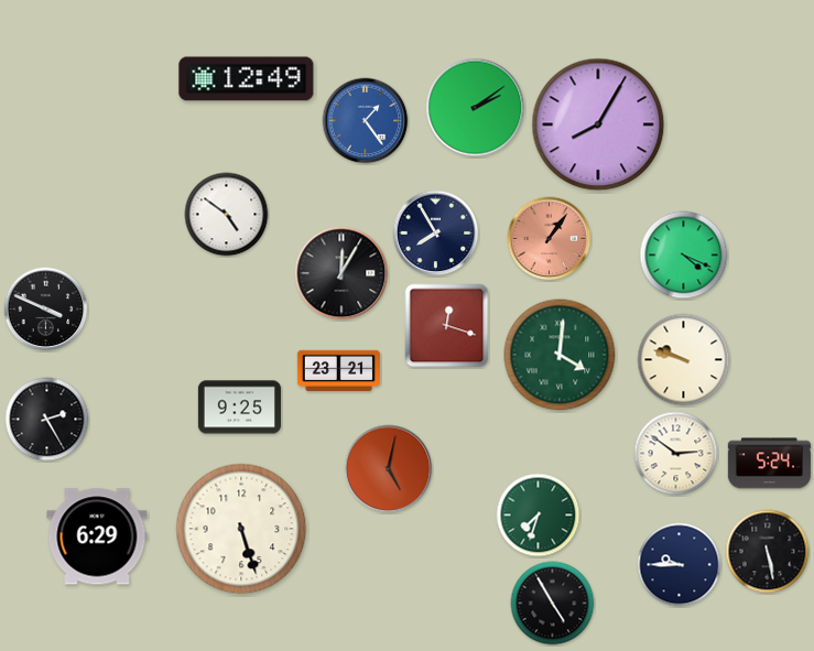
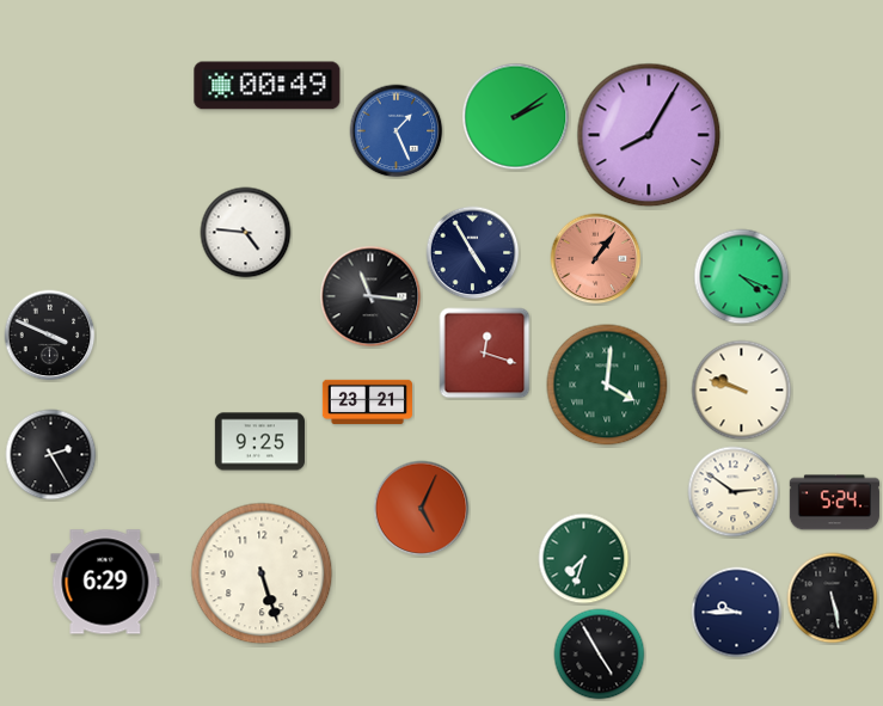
clock at (247, 79): 12:49 -> 00:49
clock at (366, 121): 1:24 -> 1:26
clock at (227, 215): 4:51 -> 4:46
clock at (436, 234): 7:55 -> 4:55
clock at (341, 273): 12:05 -> 11:16
clock at (389, 469): 5:02 -> 5:04
